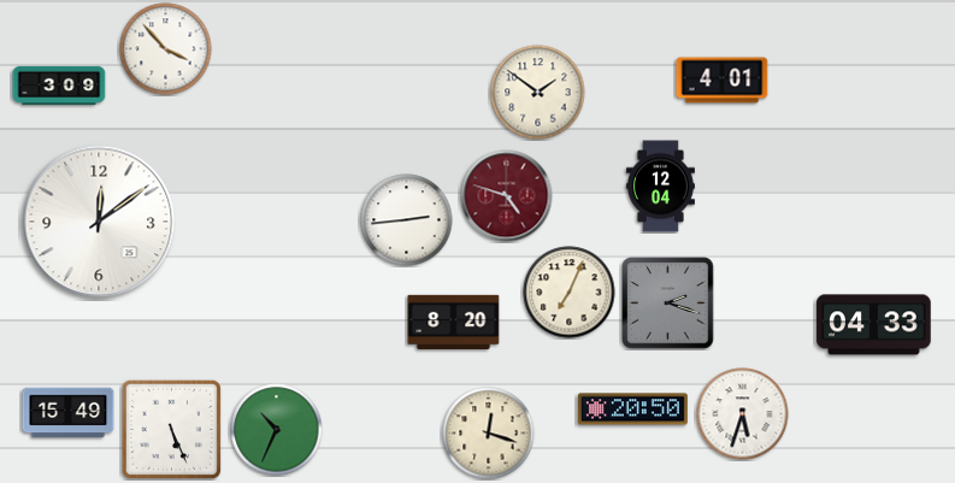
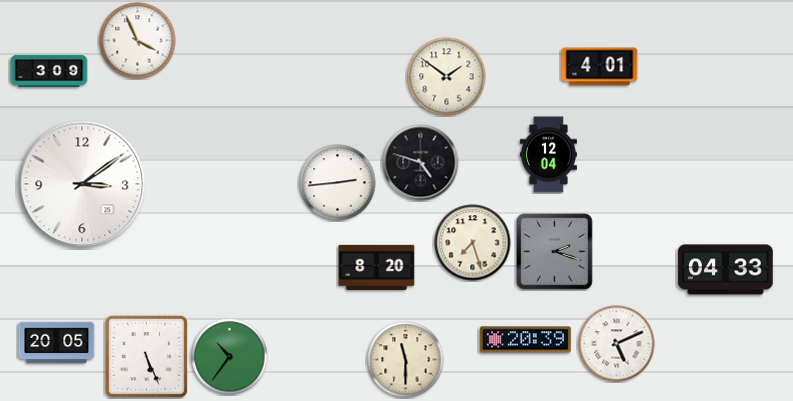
clock at (166, 49): 3:53 -> 3:56
clock at (507, 196) dial: burgundy -> black
clock at (99, 222): 12:09 -> 3:09
clock at (570, 293): 7:04 -> 7:27
clock at (632, 410): 20:50 -> 20:39
clock at (69, 413): 15:49 -> 20:05
clock at (743, 414): 5:33 -> 5:11
clock at (171, 429) position: (171, 429) -> (146, 356)
clock at (277, 430): 10:34 -> 10:36
clock at (489, 434): 12:18 -> 11:30
